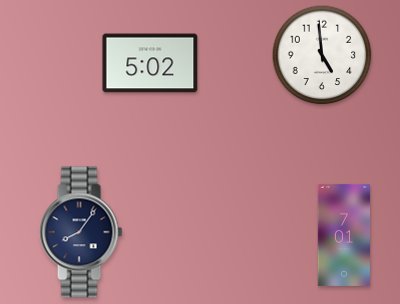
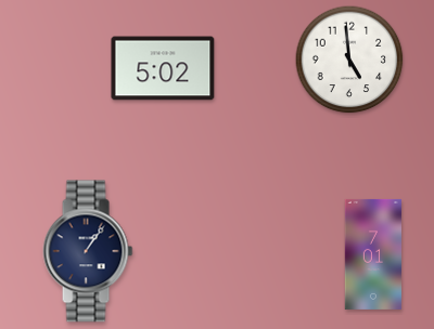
clock at (81, 232): 8:06 -> 1:06
